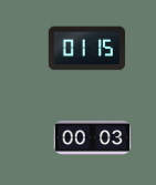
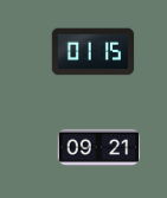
clock at (93, 137): 00:03 -> 09:21
